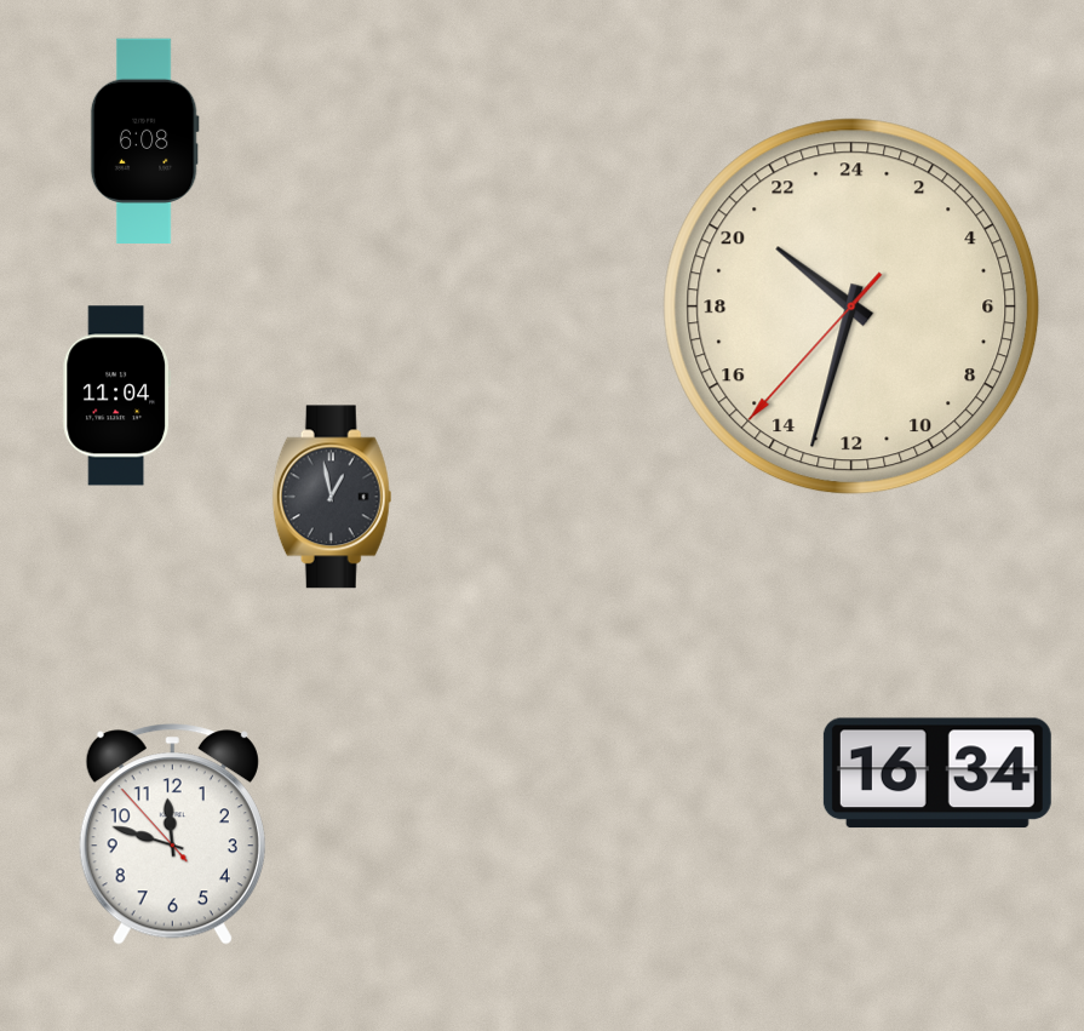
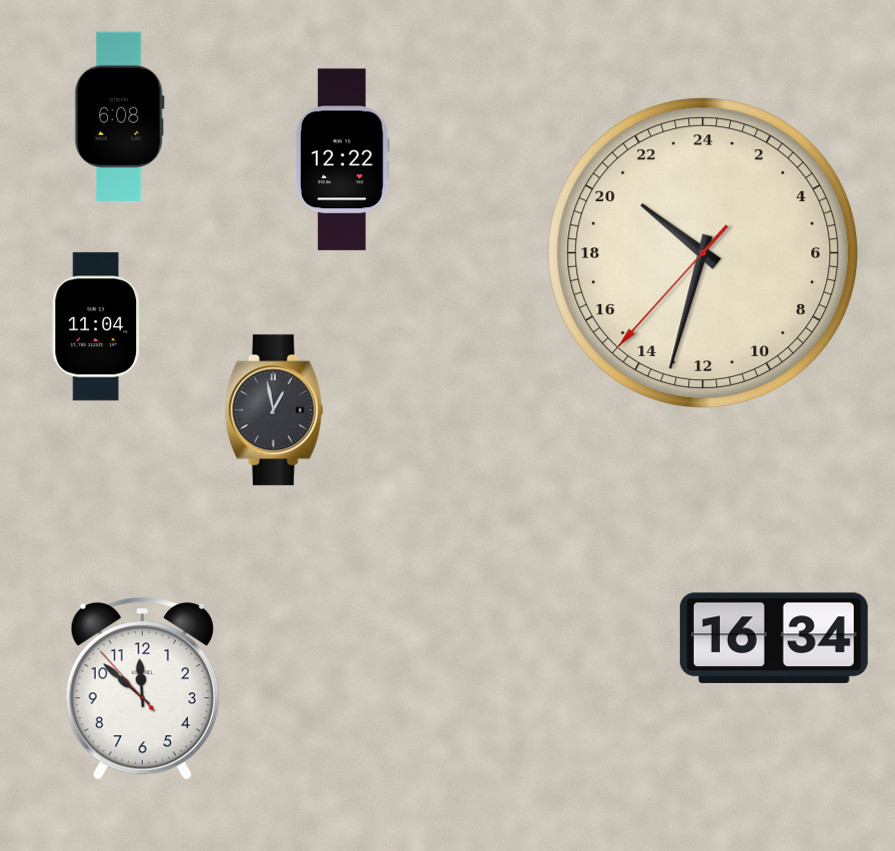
clock at (342, 160): none -> 12:22
clock at (172, 835): 11:47 -> 11:51
